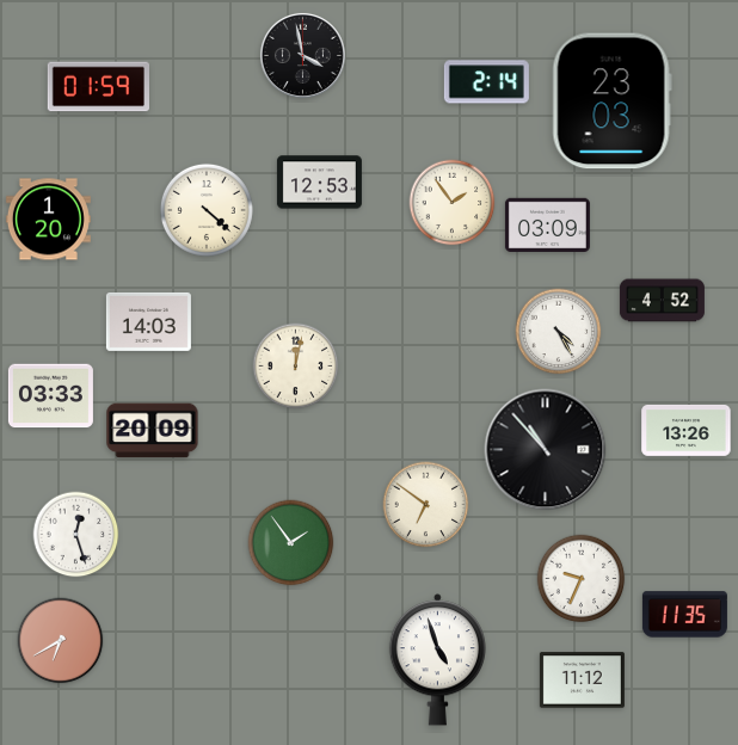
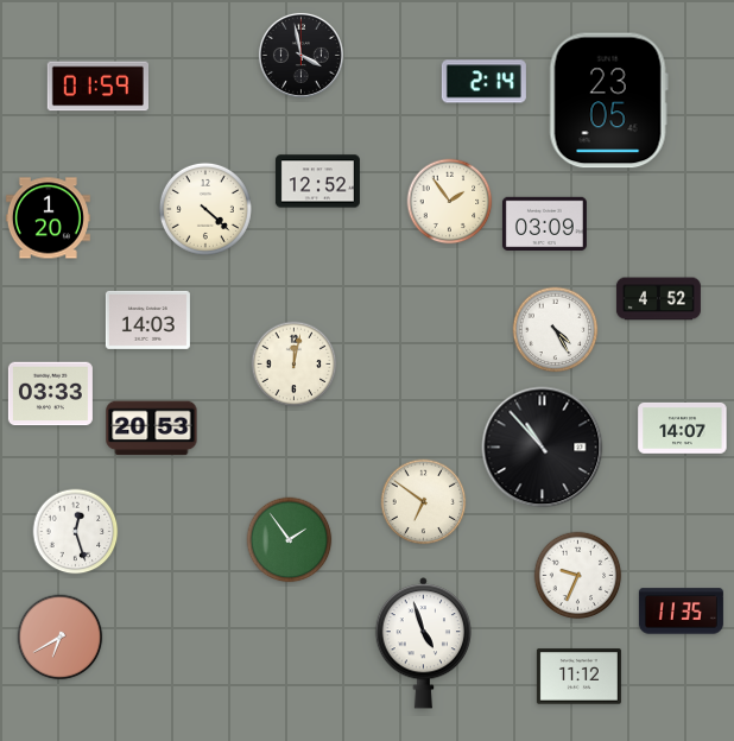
clock at (611, 101): 23:03 -> 23:05
clock at (319, 183): 12:53 -> 12:52
clock at (153, 431): 20:09 -> 20:53
clock at (687, 431): 13:26 -> 14:07
clock at (438, 660) position: (438, 660) -> (424, 644)
